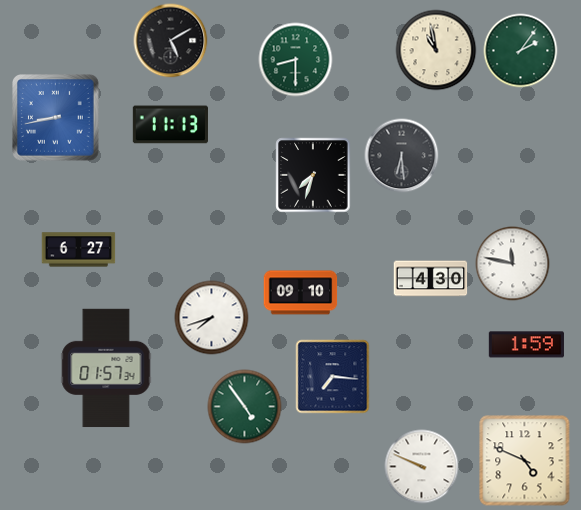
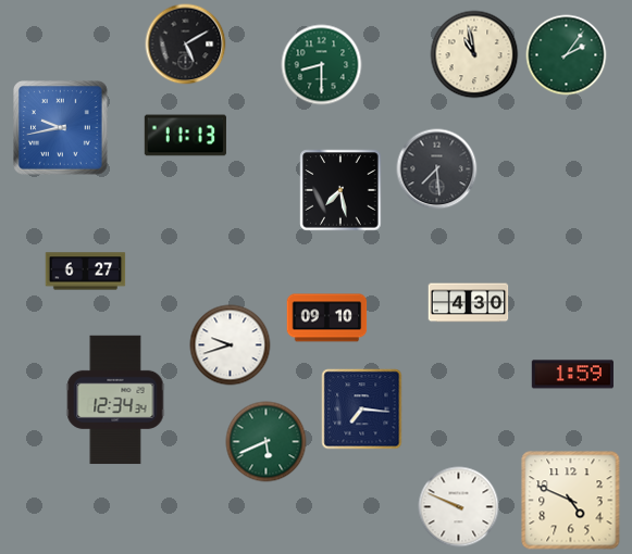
clock at (56, 118): 8:43 -> 9:43
clock at (402, 156): 6:29 -> 7:29
clock at (313, 175): 7:33 -> 7:28
clock at (513, 264): 11:47 -> none
clock at (212, 318): 7:42 -> 9:42
clock at (106, 368): 01:57 -> 12:34
clock at (245, 407): 4:54 -> 5:41
